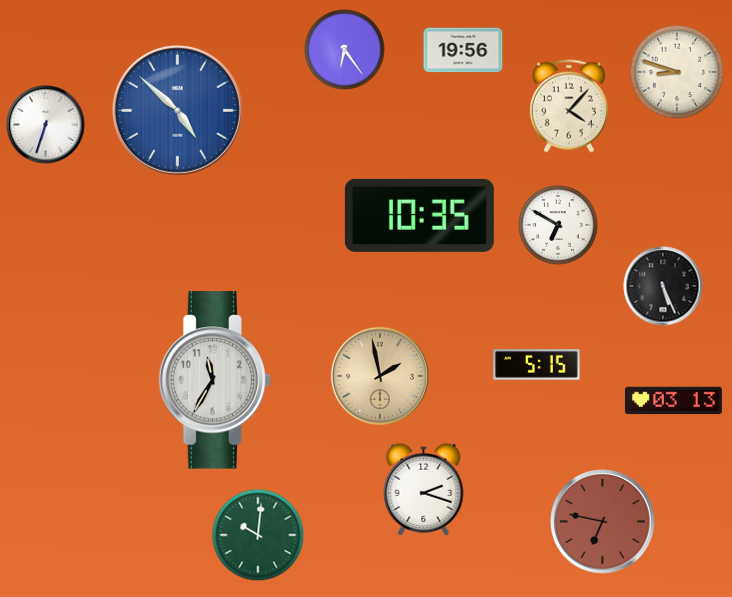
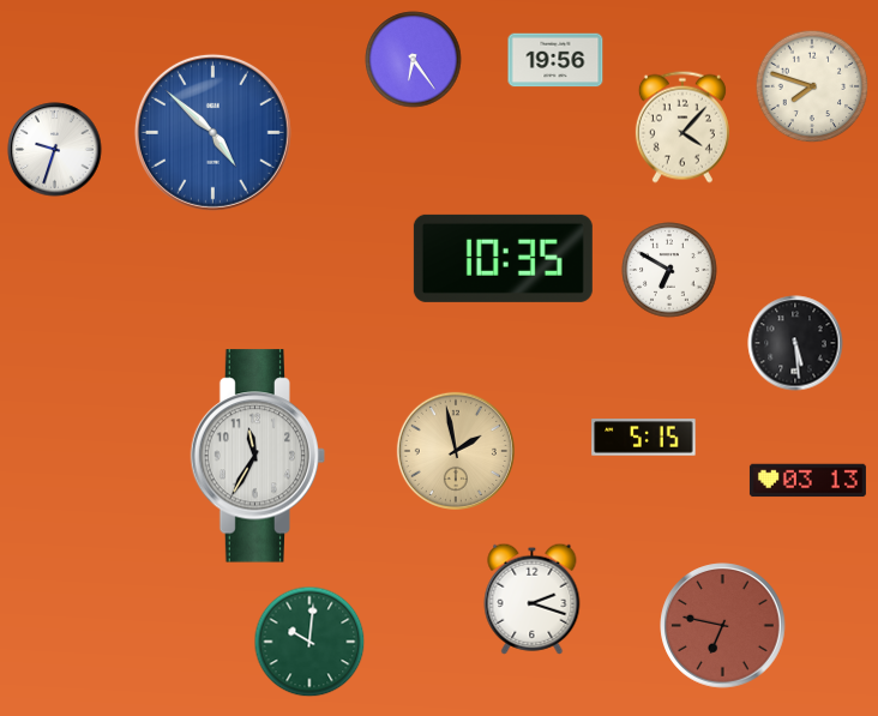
clock at (677, 72): 8:48 -> 7:48
clock at (46, 125): 6:33 -> 9:33
clock at (663, 286): 5:26 -> 5:29
clock at (424, 489) position: (424, 489) -> (533, 598)
